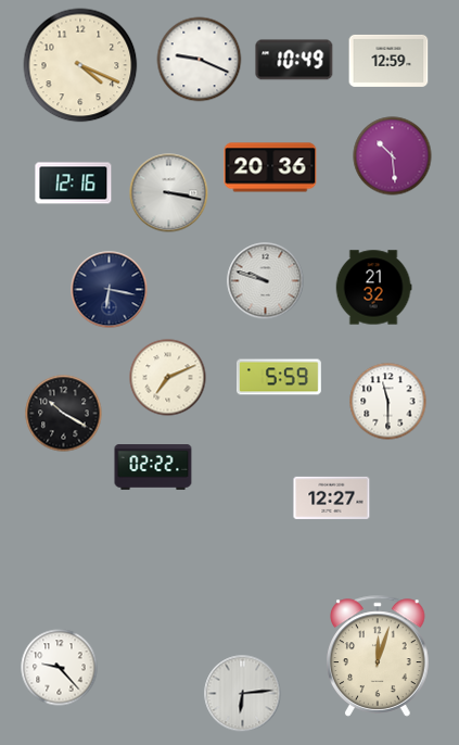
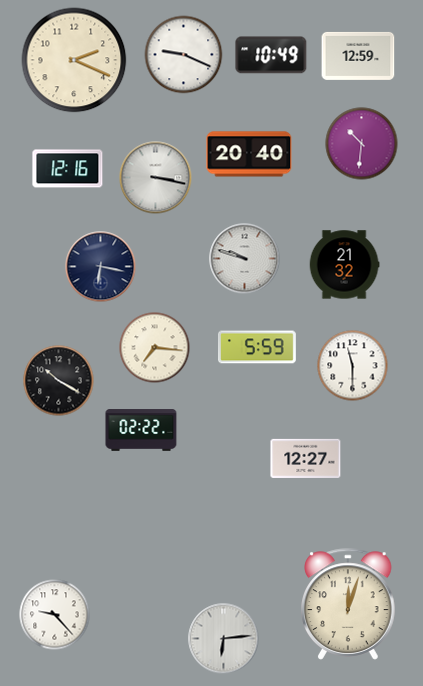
clock at (80, 65): 4:19 -> 2:19
clock at (393, 156): 10:29 -> 10:31
clock at (270, 167): 20:36 -> 20:40
clock at (168, 378): 7:11 -> 7:16
clock at (388, 402) position: (388, 402) -> (353, 366)
